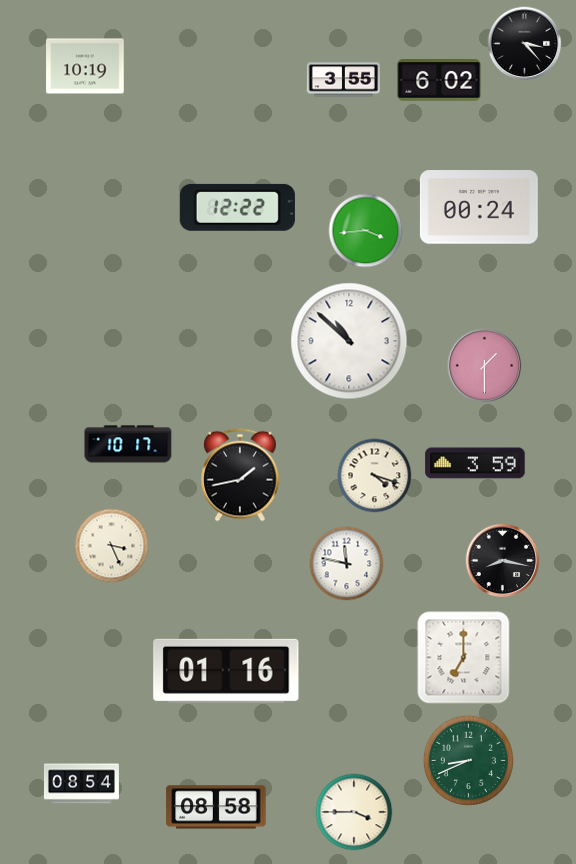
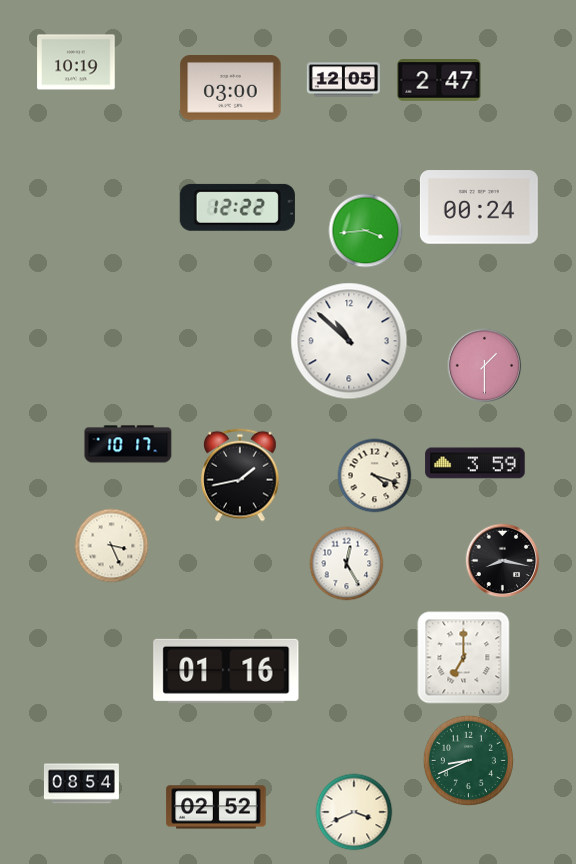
clock at (525, 44): 3:23 -> none
clock at (85, 66) position: (85, 66) -> (76, 62)
clock at (343, 80): 3:55 -> 12:05
clock at (439, 80): 6:02 -> 2:47
clock at (231, 88): none -> 03:00
clock at (347, 564): 11:47 -> 12:25
clock at (216, 807): 08:58 -> 02:52
clock at (354, 812): 3:45 -> 3:41
